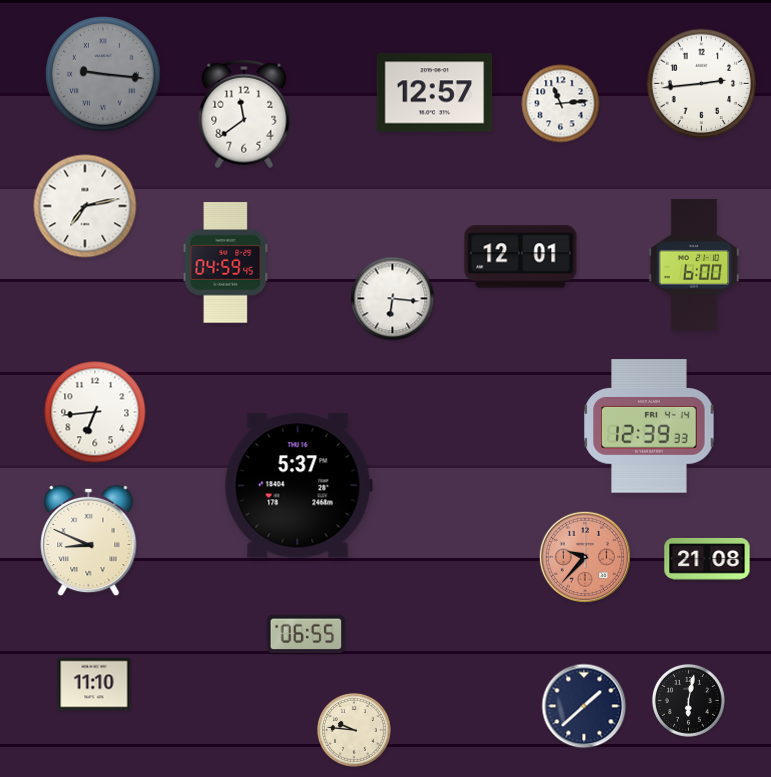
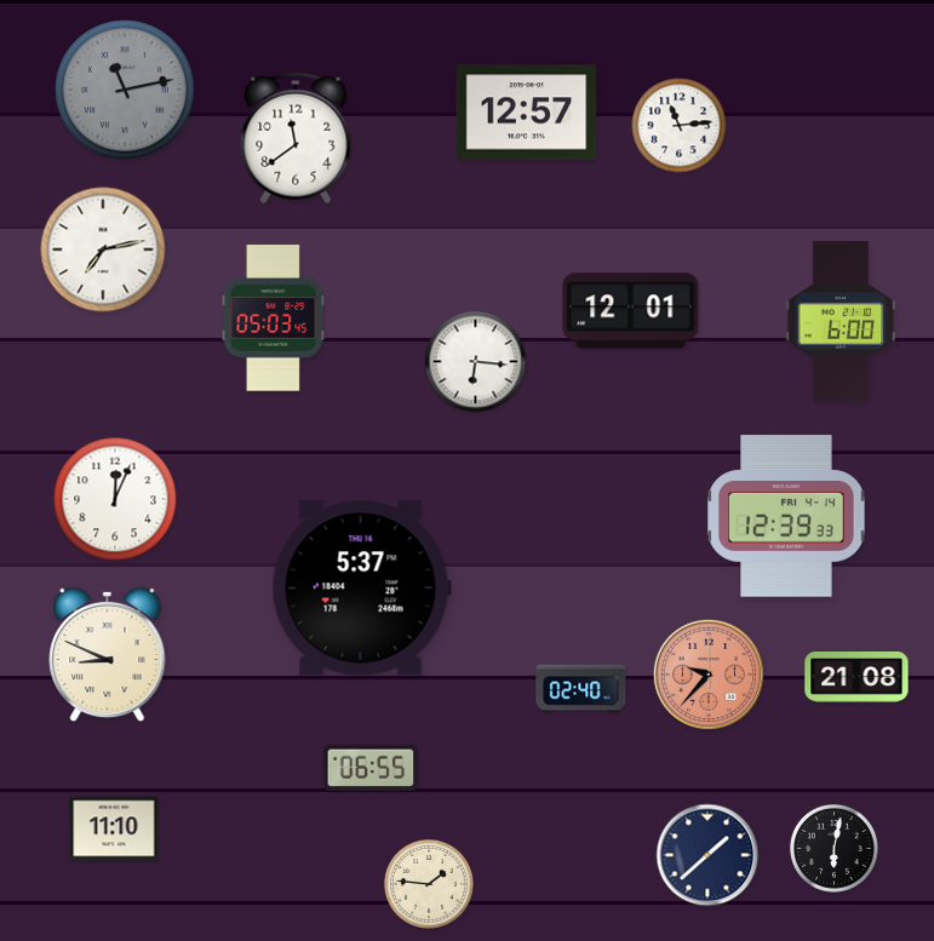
clock at (104, 75): 9:16 -> 11:13
clock at (702, 84): 2:44 -> none
clock at (226, 263): 04:59 -> 05:03
clock at (95, 412): 6:44 -> 12:04
clock at (581, 689): none -> 02:40
clock at (355, 730): 9:46 -> 1:46
